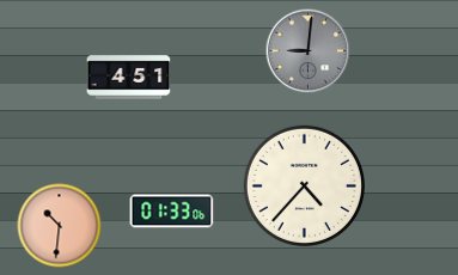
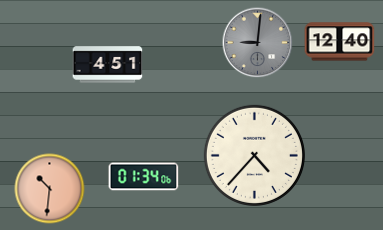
clock at (340, 42): none -> 12:40
clock at (172, 212): 01:33 -> 01:34
